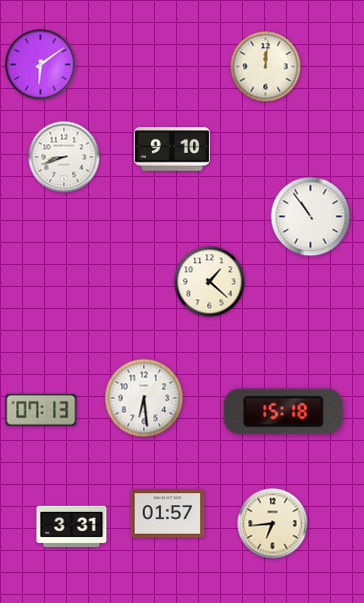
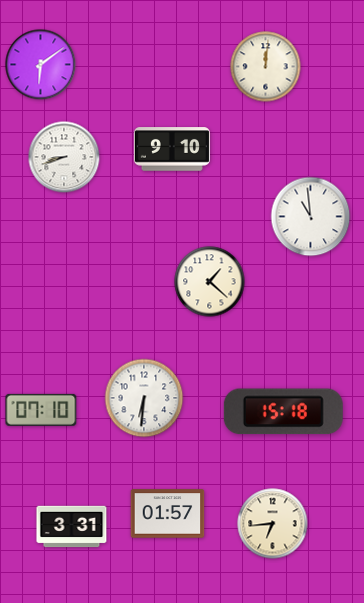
clock at (311, 217): 10:54 -> 10:59
clock at (144, 398): 6:29 -> 6:31
clock at (41, 410): 07:13 -> 07:10
